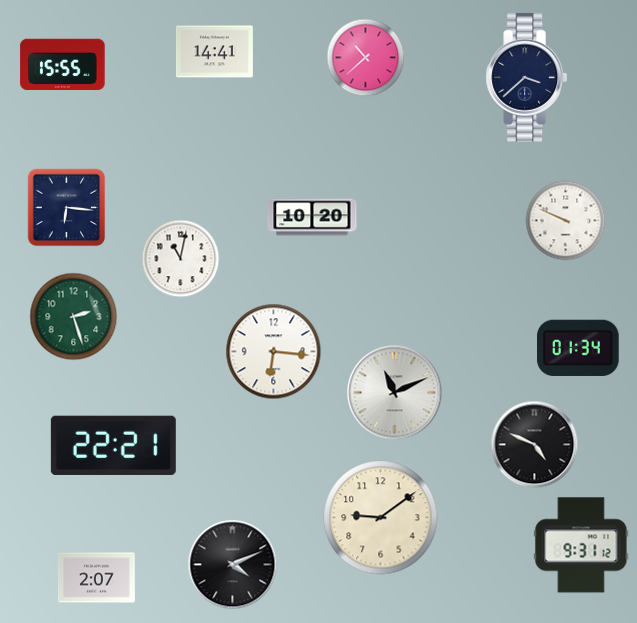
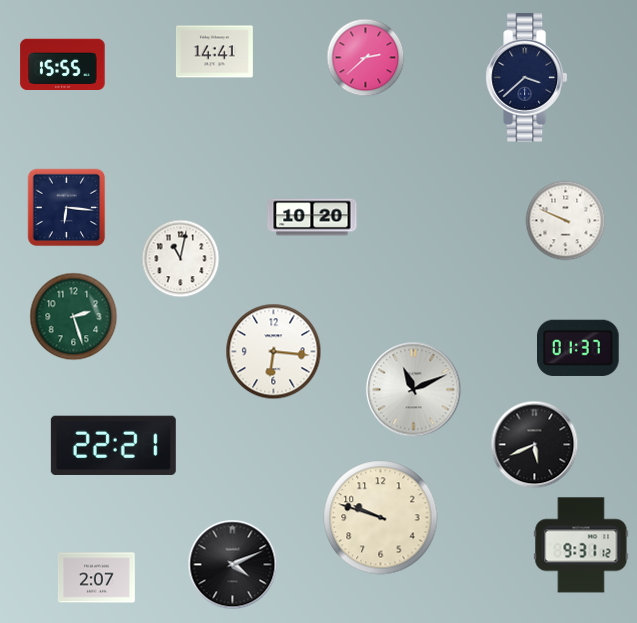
clock at (365, 57): 10:38 -> 2:38
clock at (579, 348): 01:34 -> 01:37
clock at (394, 392) position: (394, 392) -> (413, 389)
clock at (534, 444): 4:49 -> 5:41
clock at (381, 518): 9:09 -> 9:48
